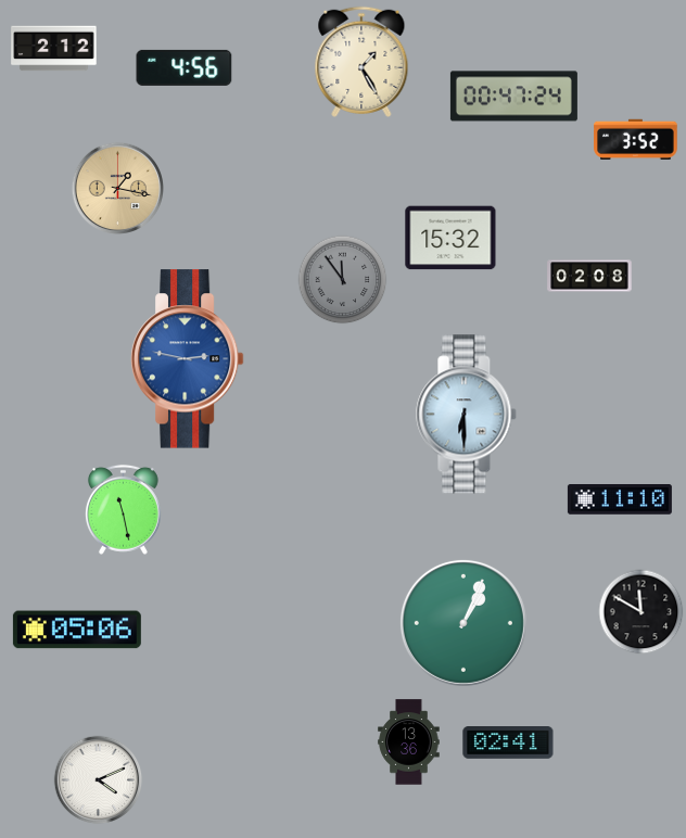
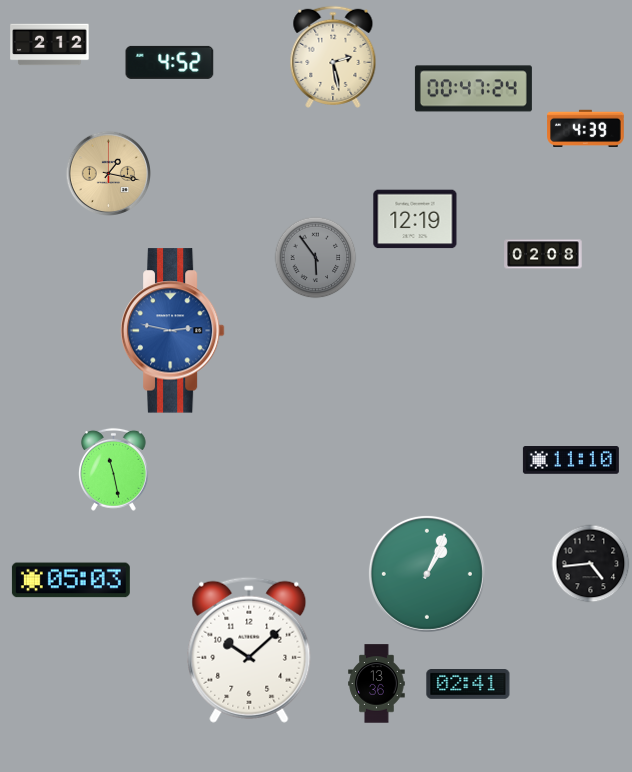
clock at (361, 62): 1:25 -> 2:28
clock at (185, 67): 4:56 -> 4:52
clock at (636, 140): 3:52 -> 4:39
clock at (450, 238): 15:32 -> 12:19
clock at (343, 280): 11:54 -> 5:54
clock at (467, 415): 6:30 -> none
clock at (641, 612): 11:50 -> 4:44
clock at (77, 630): 05:06 -> 05:03
clock at (249, 650): none -> 10:08
clock at (99, 780): 4:11 -> none
